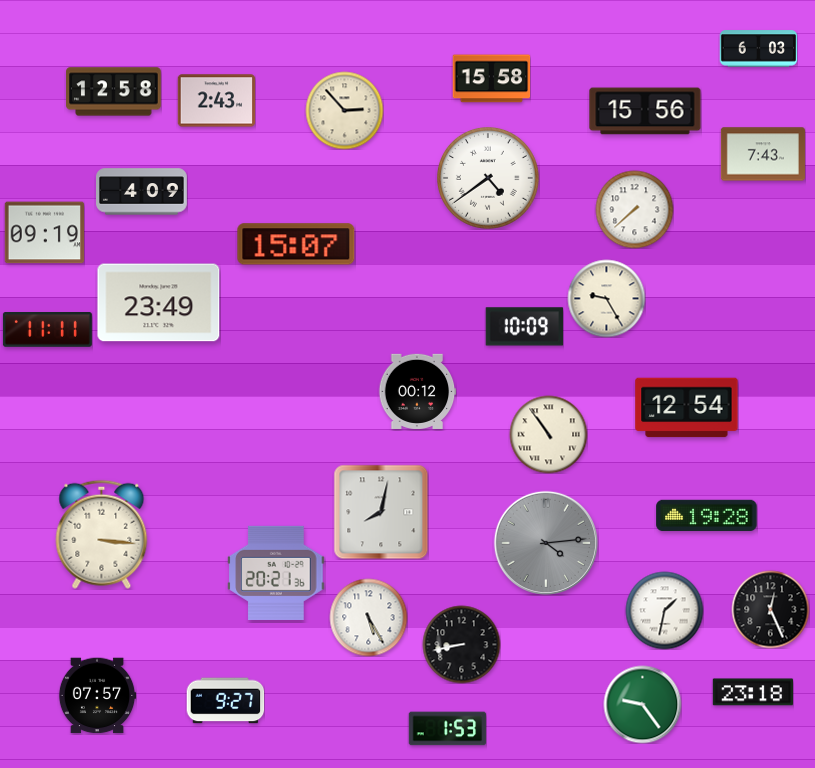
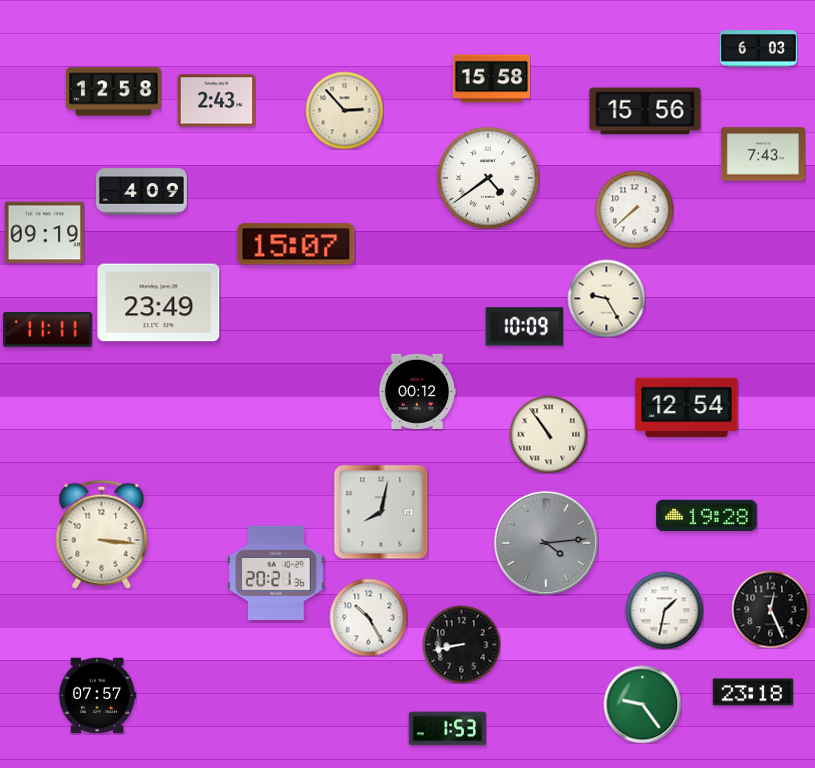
clock at (368, 617): 5:25 -> 10:25
clock at (225, 701): 9:27 -> none
